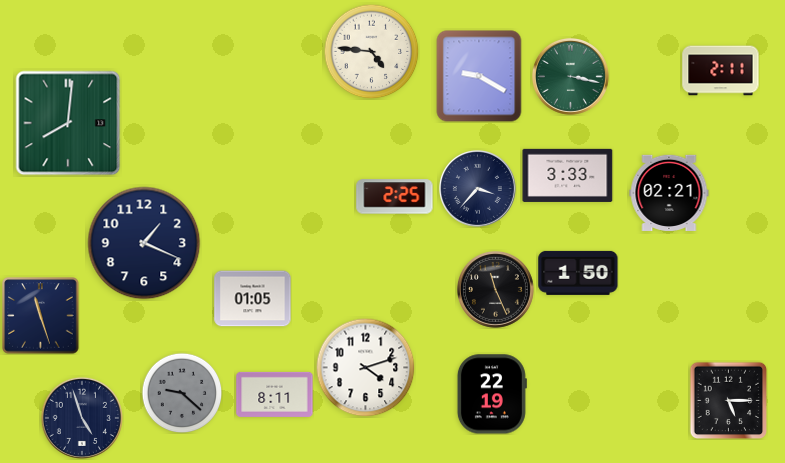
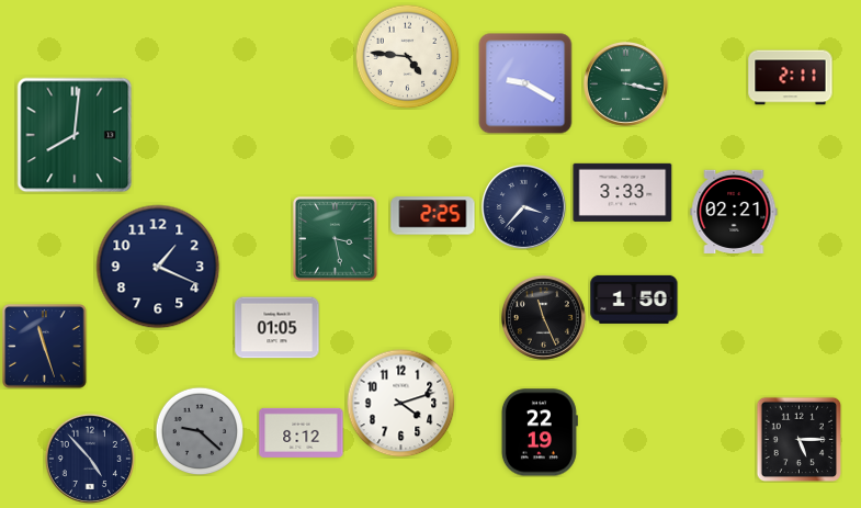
clock at (336, 239): none -> 3:28
clock at (275, 394): 8:11 -> 8:12
clock at (82, 418): 4:57 -> 4:53
